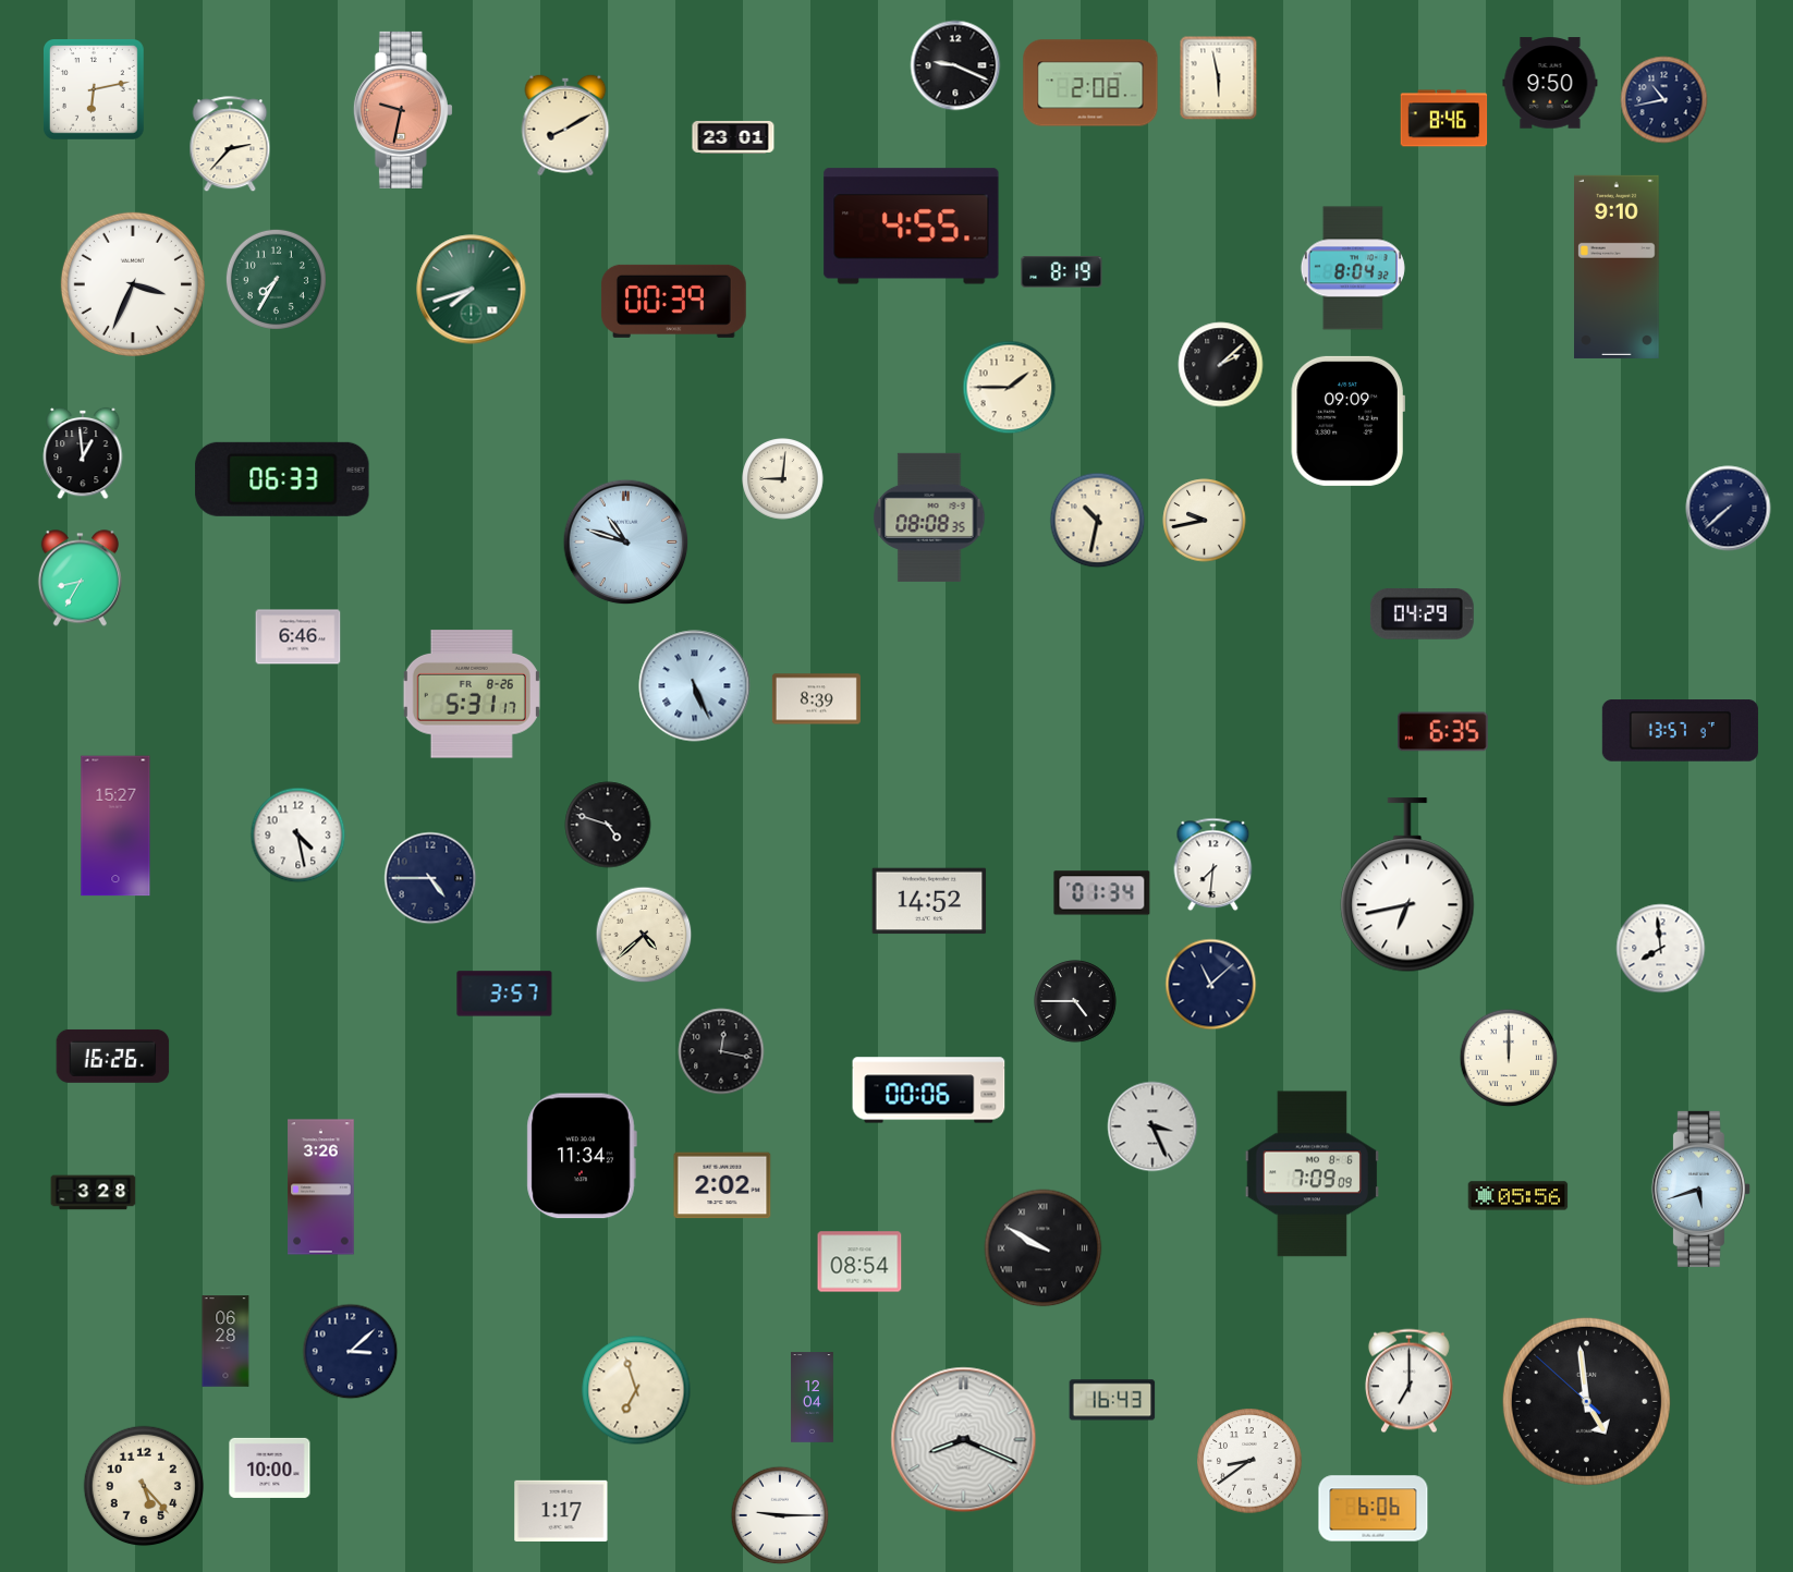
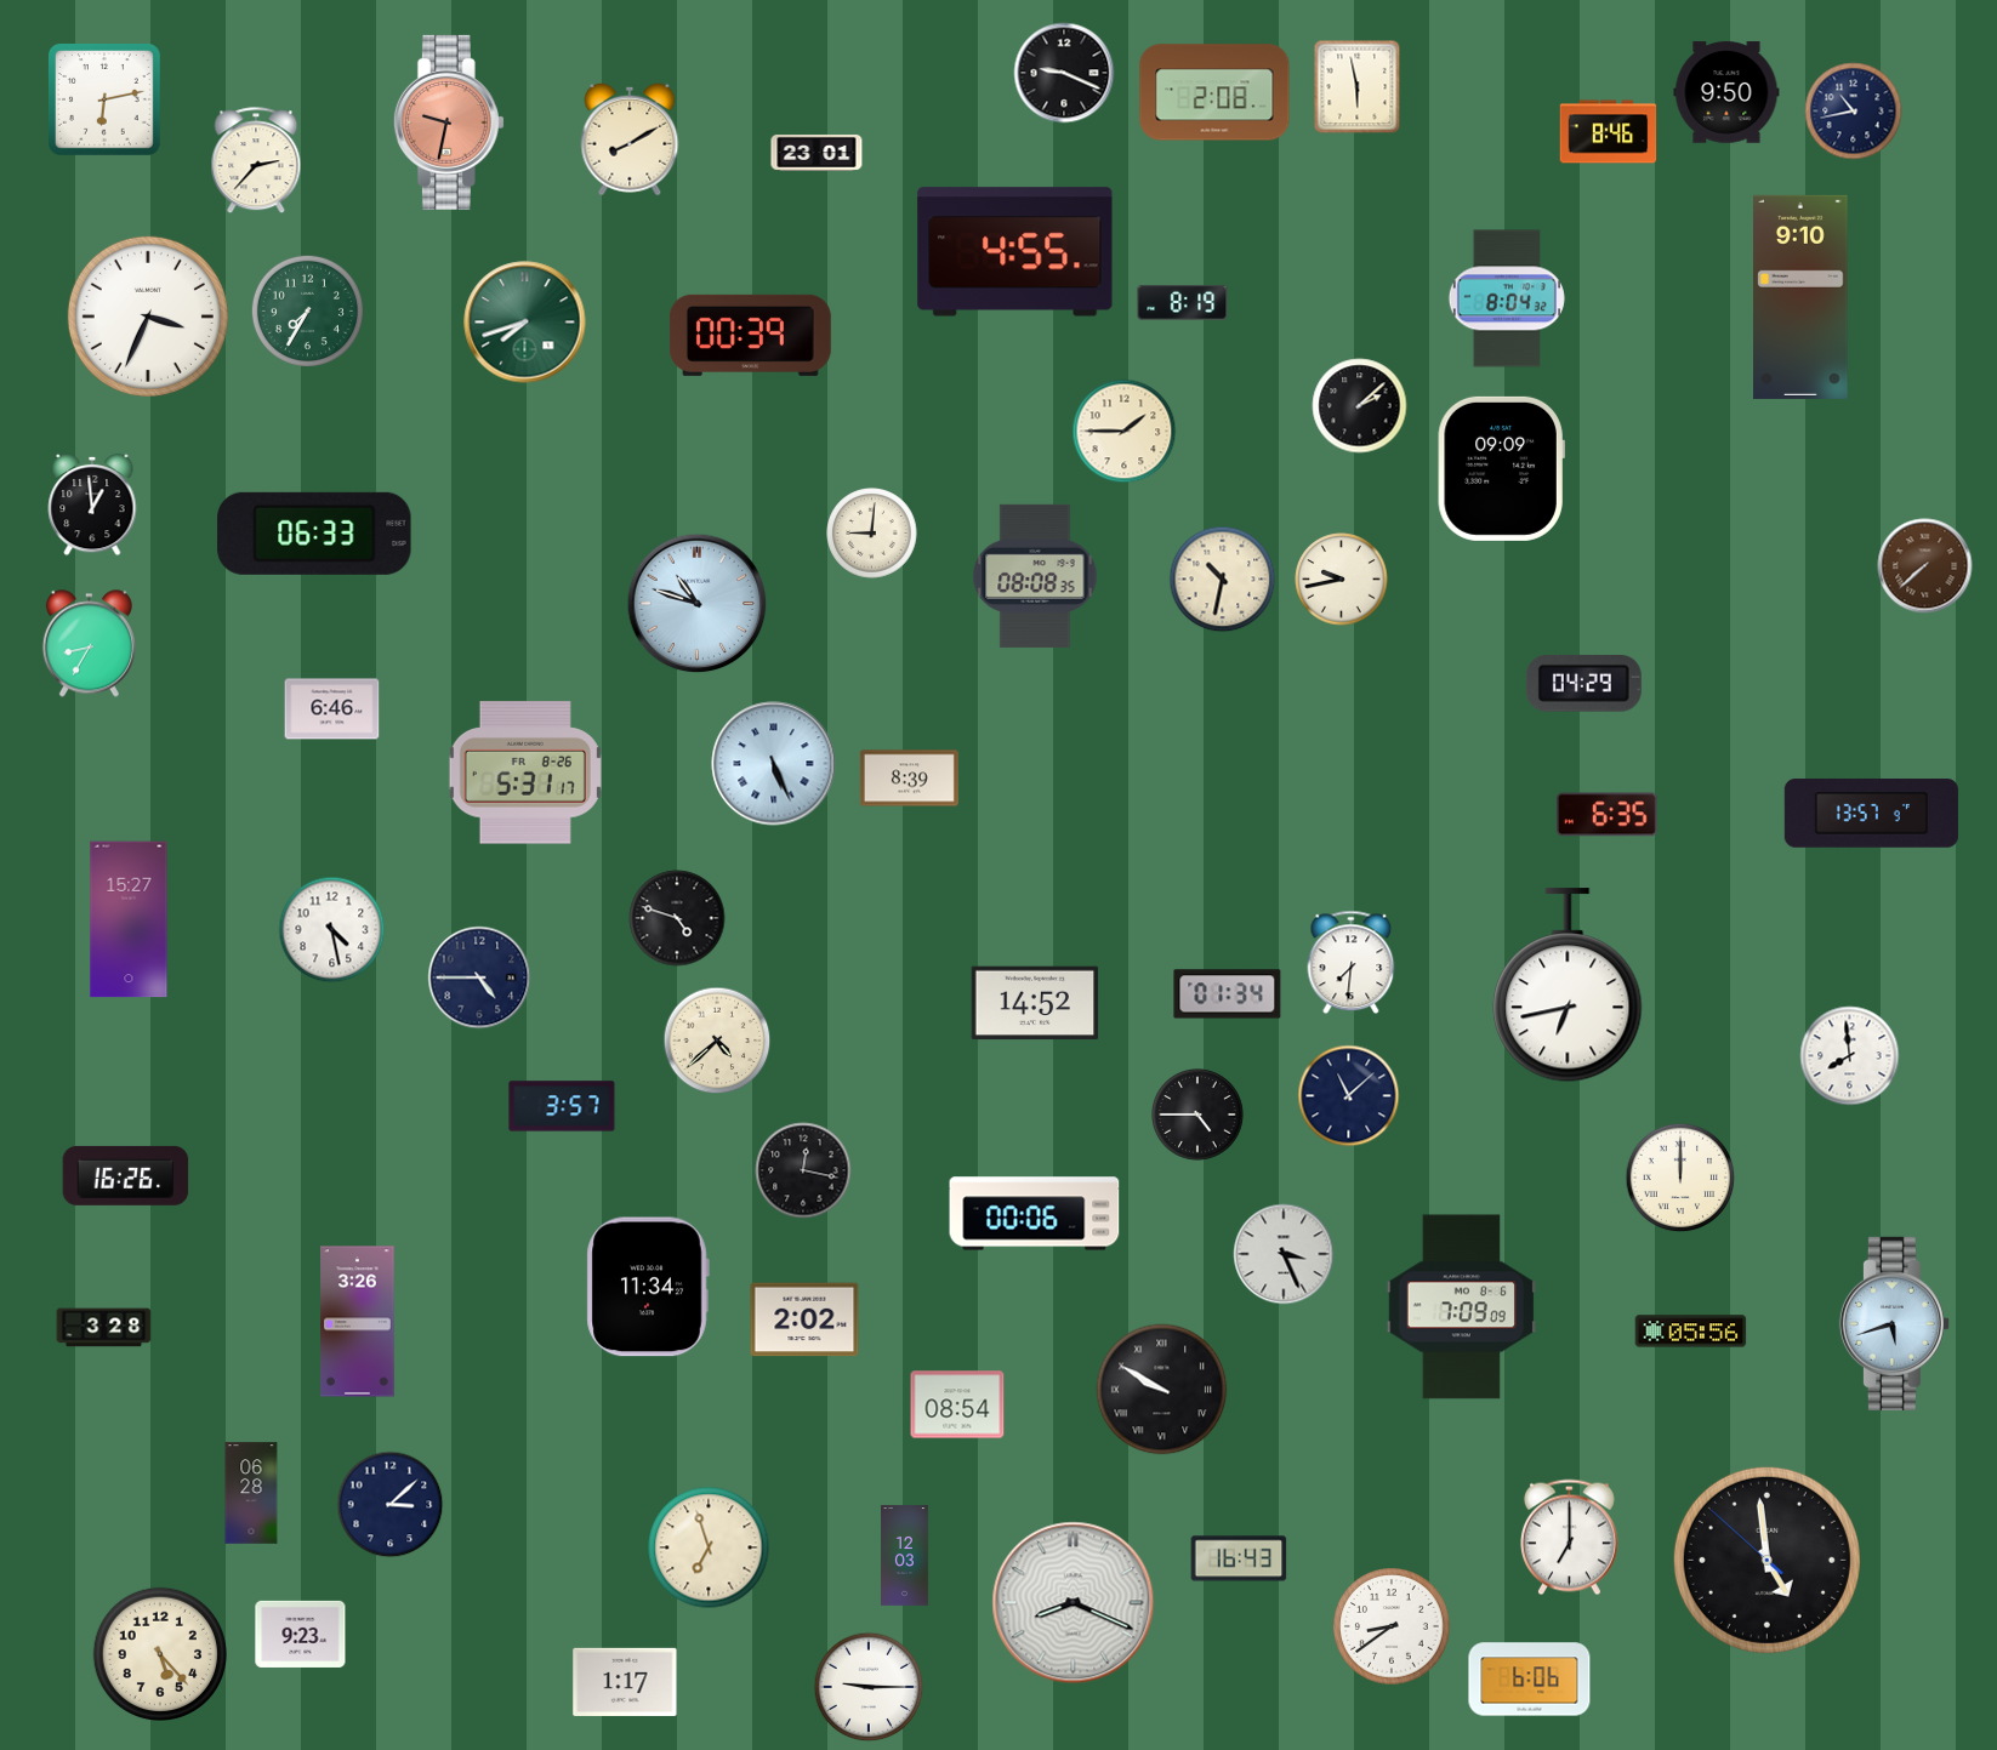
clock at (1729, 509) dial: navy -> brown
clock at (813, 1398): 12:04 -> 12:03
clock at (270, 1467): 10:00 -> 9:23
